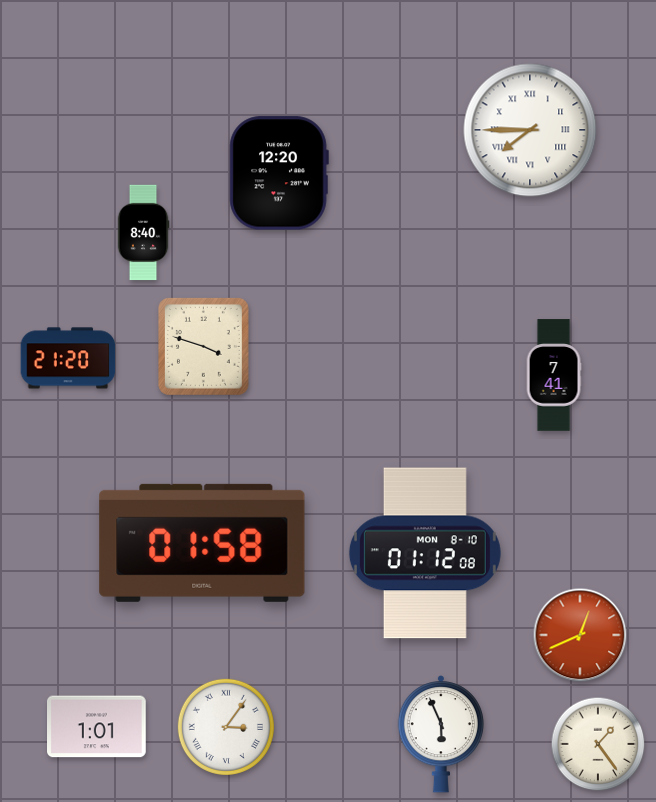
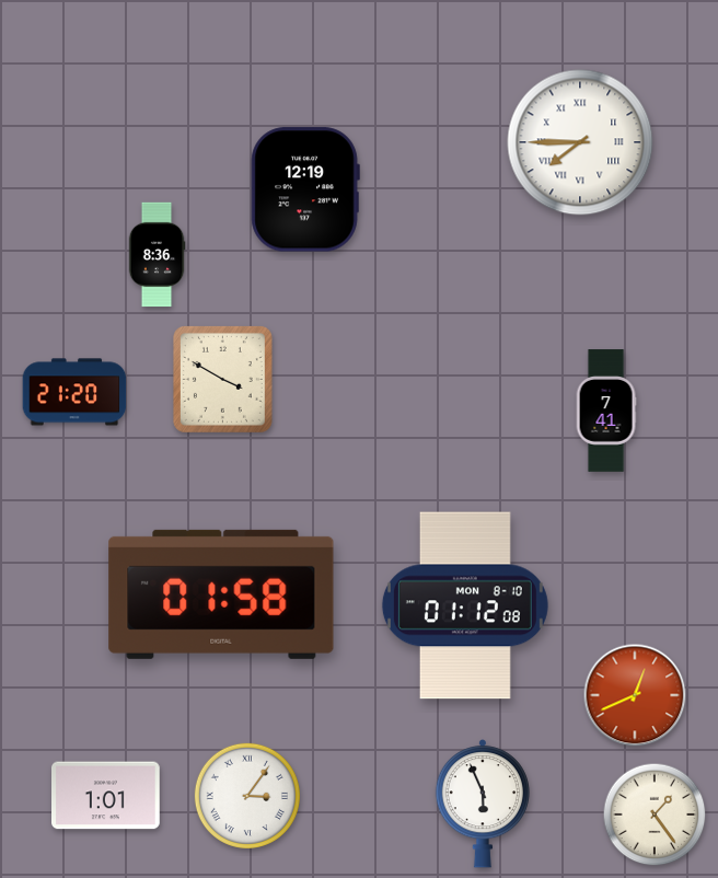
clock at (279, 173): 12:20 -> 12:19
clock at (143, 233): 8:40 -> 8:36
clock at (203, 346): 3:48 -> 3:50
